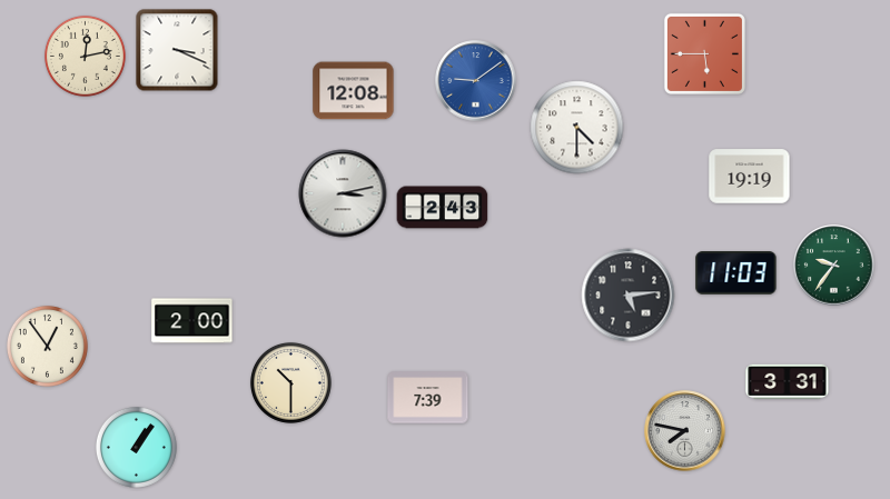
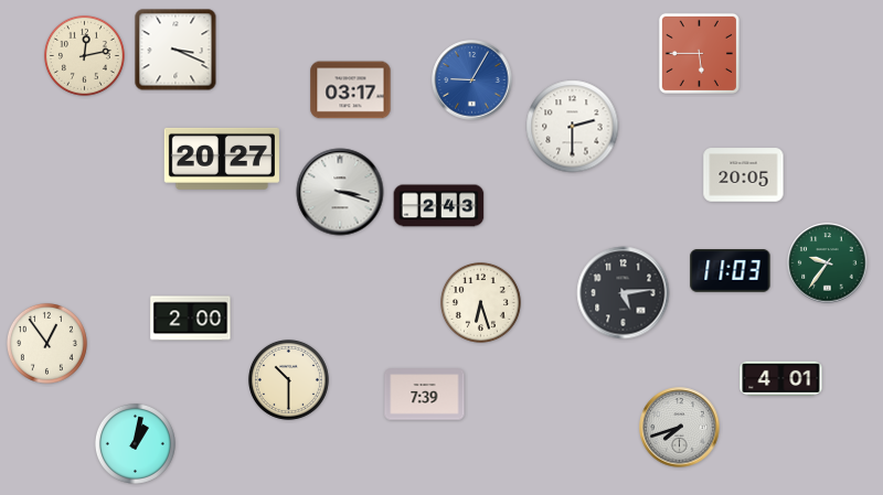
clock at (476, 81): 9:09 -> 9:05
clock at (354, 91): 12:08 -> 03:17
clock at (577, 128): 4:30 -> 2:30
clock at (222, 159): none -> 20:27
clock at (750, 177): 19:19 -> 20:05
clock at (343, 193): 3:13 -> 3:18
clock at (480, 302): none -> 6:27
clock at (788, 381): 3:31 -> 4:01
clock at (685, 431): 7:47 -> 7:42
clock at (136, 447): 1:06 -> 1:02
